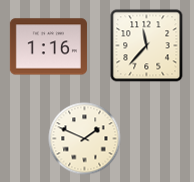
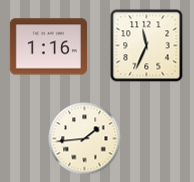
clock at (147, 46): 11:37 -> 11:34
clock at (85, 139): 1:49 -> 1:44
